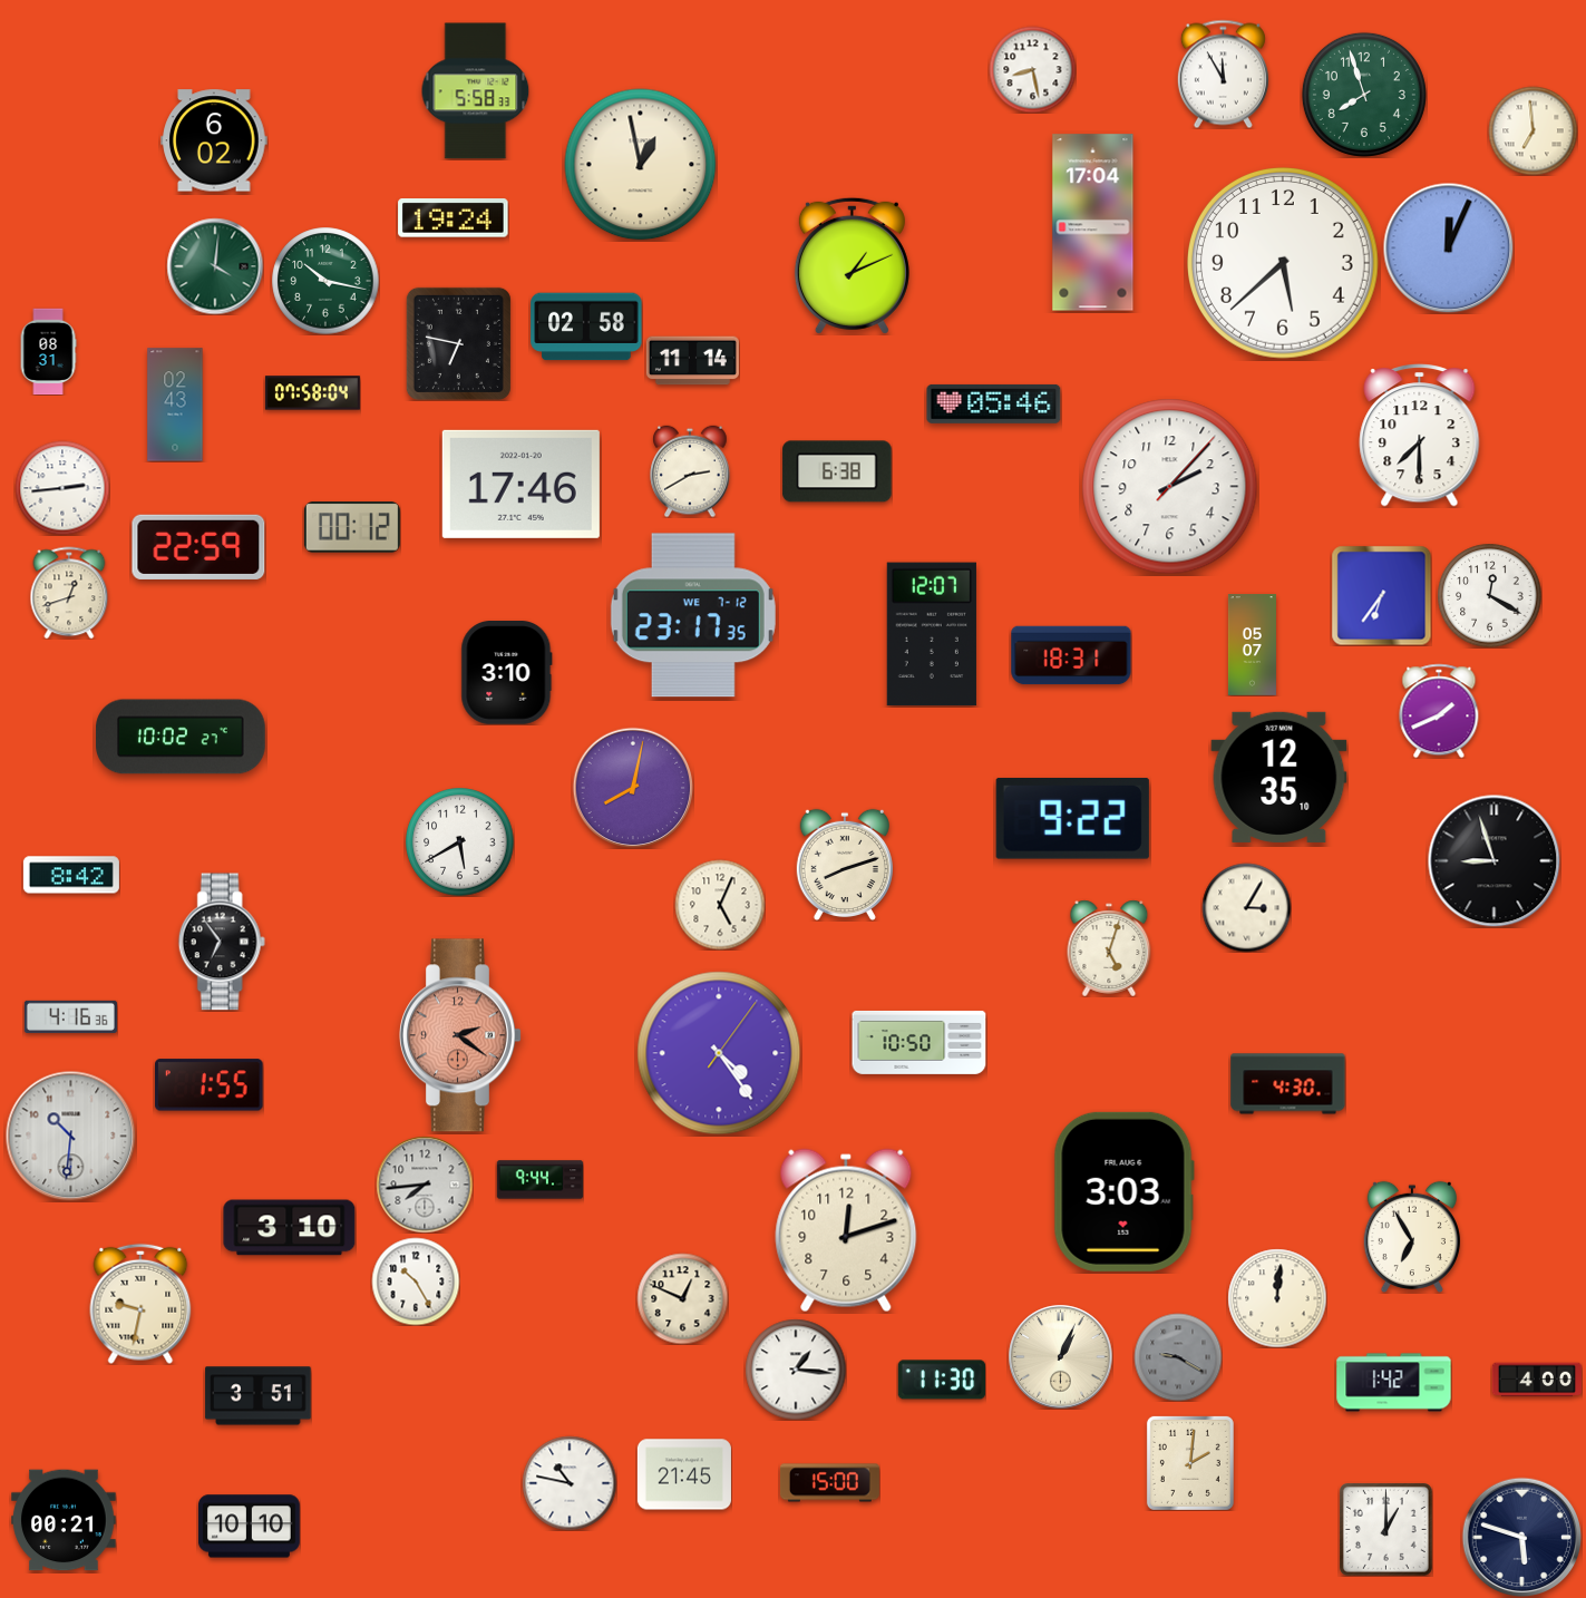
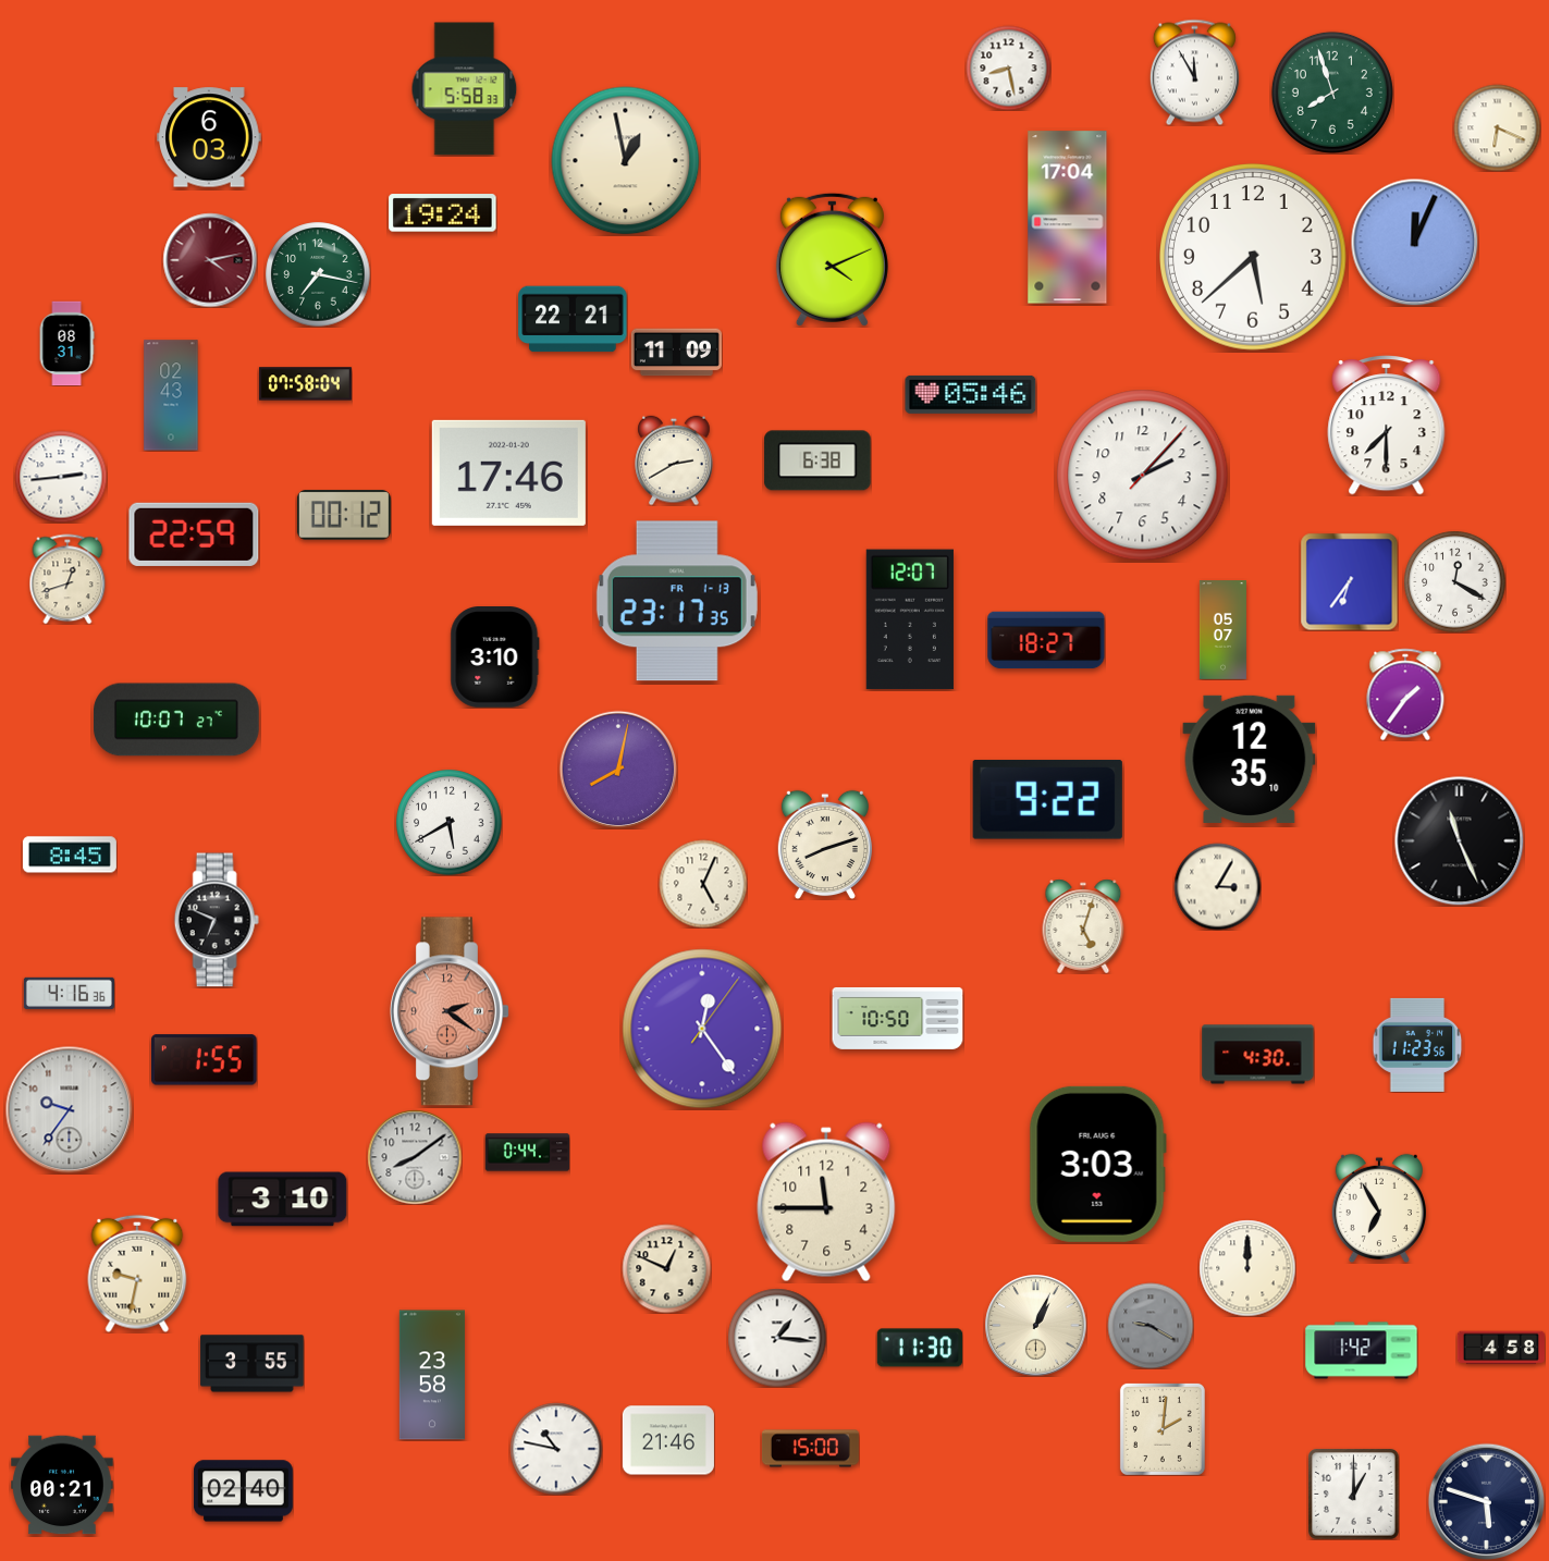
clock at (1533, 130): 6:59 -> 6:19
clock at (214, 140): 6:02 -> 6:03
clock at (852, 265): 1:11 -> 4:11
clock at (215, 266): 4:01 -> 4:13
clock at (215, 266) dial: green -> burgundy
clock at (325, 281): 10:17 -> 7:17
clock at (586, 327): 02:58 -> 22:21
clock at (458, 343): 6:47 -> none
clock at (48, 351) position: (48, 351) -> (66, 343)
clock at (692, 361): 11:14 -> 11:09
clock at (693, 615) date: WE 7-12 -> FR 1-13
clock at (1071, 655): 18:31 -> 18:27
clock at (1439, 711): 1:41 -> 1:36
clock at (181, 737): 10:02 -> 10:07
clock at (1495, 861): 8:57 -> 11:26
clock at (71, 875): 8:42 -> 8:45
clock at (222, 942): 6:54 -> 6:49
clock at (719, 1053): 4:24 -> 12:24
clock at (1417, 1045): none -> 11:23
clock at (1288, 1084) position: (1288, 1084) -> (1258, 1055)
clock at (70, 1136): 10:31 -> 9:36
clock at (539, 1180): 9:44 -> 0:44
clock at (425, 1185): 7:44 -> 8:09
clock at (846, 1230): 12:12 -> 11:45
clock at (416, 1282): 10:25 -> none
clock at (1277, 1298): 12:01 -> 12:00
clock at (1536, 1380): 4:00 -> 4:58
clock at (259, 1396): 3:51 -> 3:55
clock at (432, 1375): none -> 23:58
clock at (684, 1474): 21:45 -> 21:46
clock at (250, 1527): 10:10 -> 02:40
